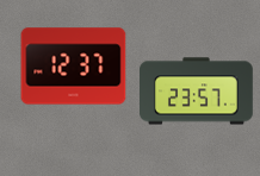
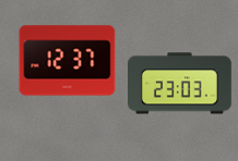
clock at (197, 92): 23:57 -> 23:03
